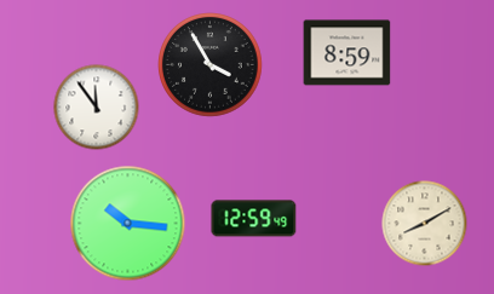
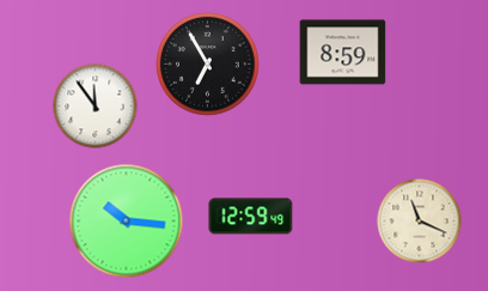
clock at (211, 65): 3:55 -> 6:55
clock at (425, 224): 8:10 -> 11:19
